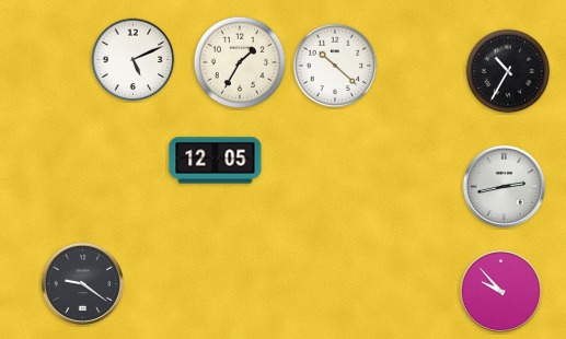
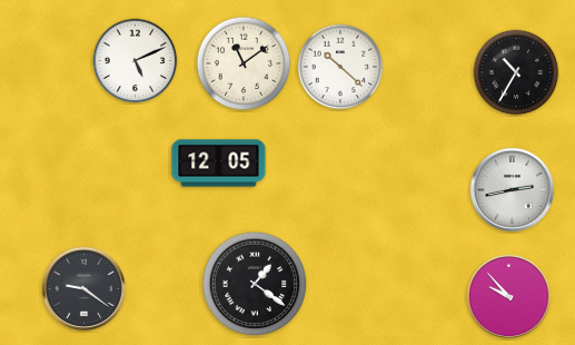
clock at (240, 62): 1:35 -> 11:09
clock at (255, 284): none -> 1:21
